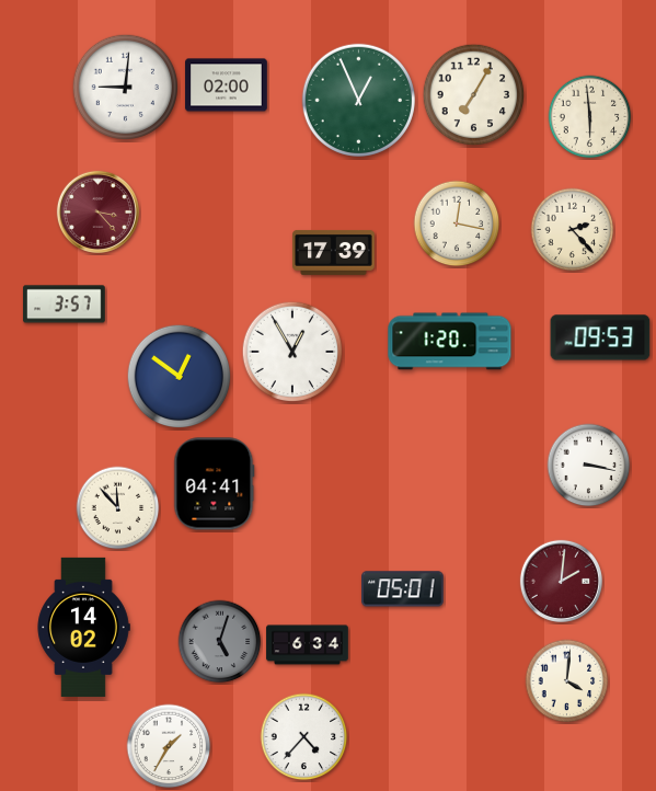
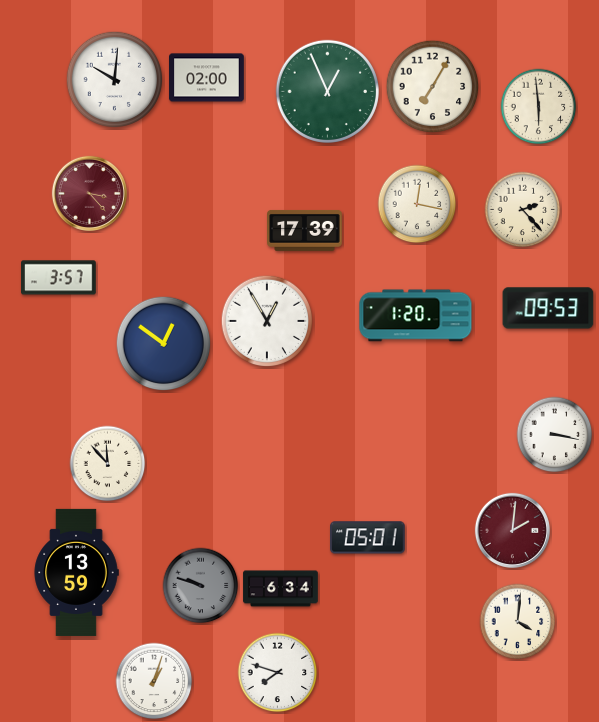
clock at (126, 88): 9:01 -> 10:01
clock at (450, 342) position: (450, 342) -> (416, 316)
clock at (589, 466) position: (589, 466) -> (555, 435)
clock at (215, 484): 04:41 -> none
clock at (83, 627): 14:02 -> 13:59
clock at (220, 642): 5:03 -> 9:48
clock at (304, 737): 4:37 -> 7:48
clock at (169, 746): 1:35 -> 1:03
